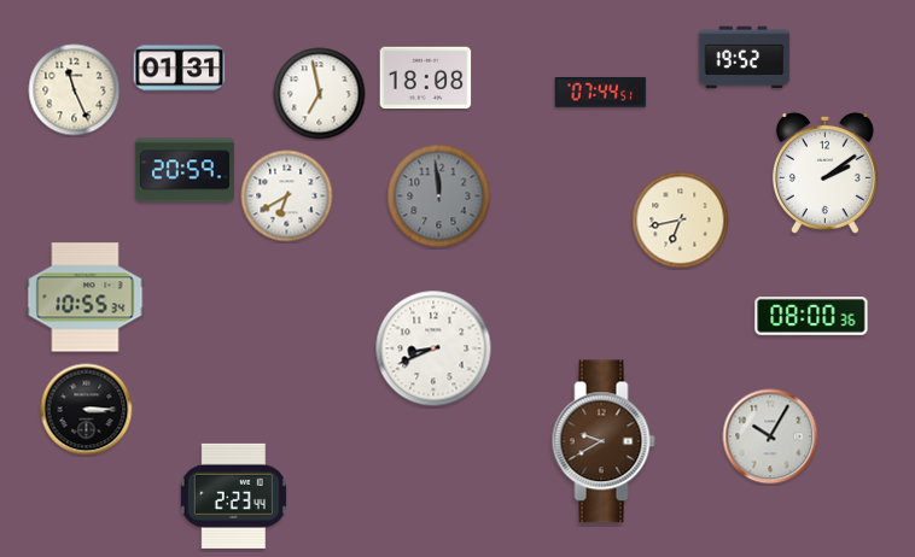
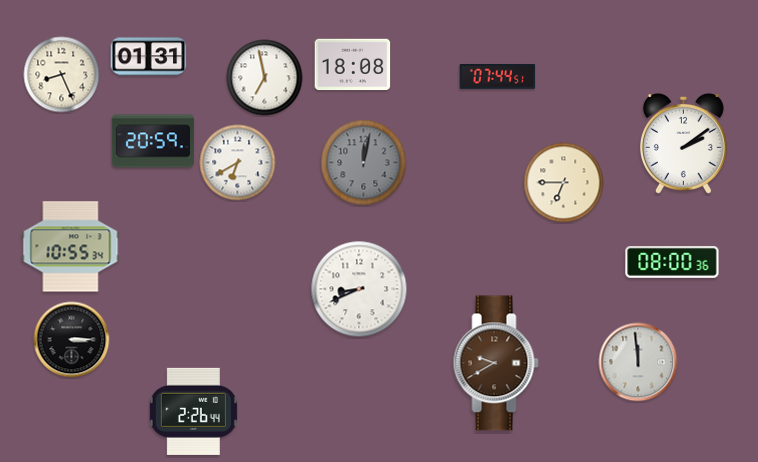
clock at (745, 58): 19:52 -> none
clock at (75, 90): 11:26 -> 8:26
clock at (439, 197): 11:59 -> 12:02
clock at (681, 221): 6:43 -> 6:45
clock at (770, 436): 10:05 -> 11:59
clock at (604, 441) position: (604, 441) -> (496, 363)
clock at (233, 496): 2:23 -> 2:26
